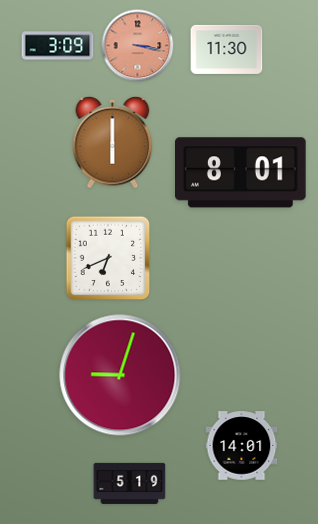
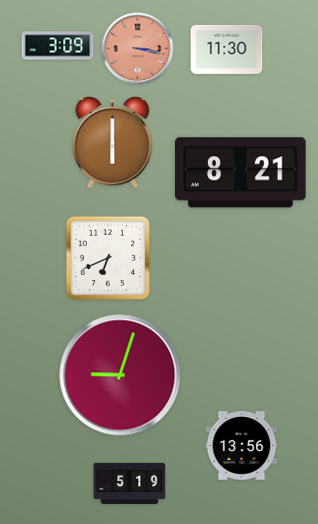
clock at (138, 46) position: (138, 46) -> (138, 49)
clock at (241, 173): 8:01 -> 8:21
clock at (242, 446): 14:01 -> 13:56
